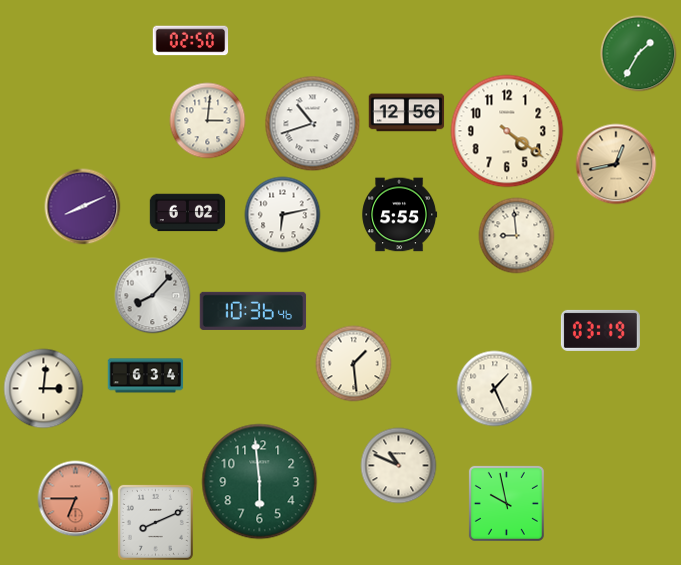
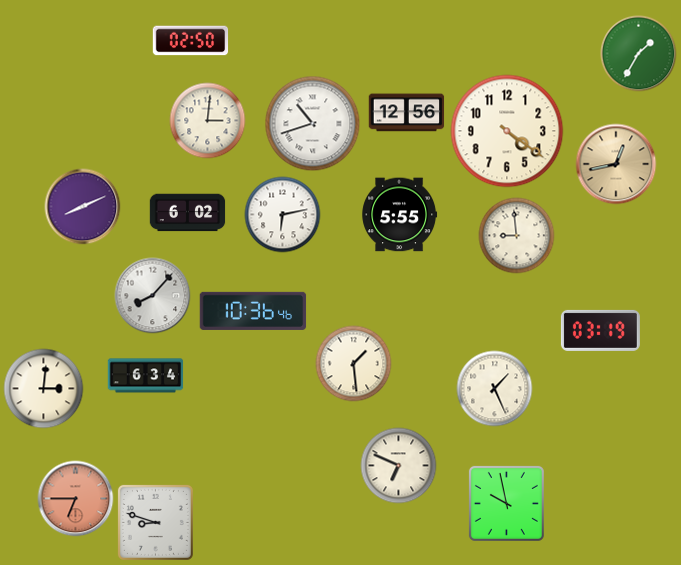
clock at (399, 466): 10:49 -> 6:49
clock at (260, 482): 5:59 -> none
clock at (155, 522): 8:11 -> 8:48
